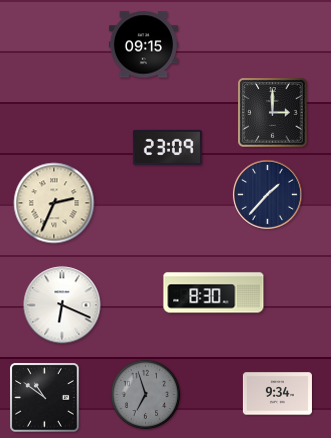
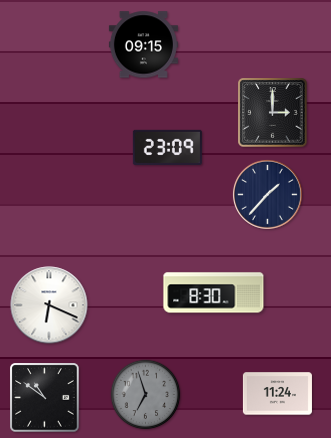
clock at (54, 203): 2:34 -> none
clock at (62, 305) position: (62, 305) -> (49, 305)
clock at (277, 394): 9:34 -> 11:24
